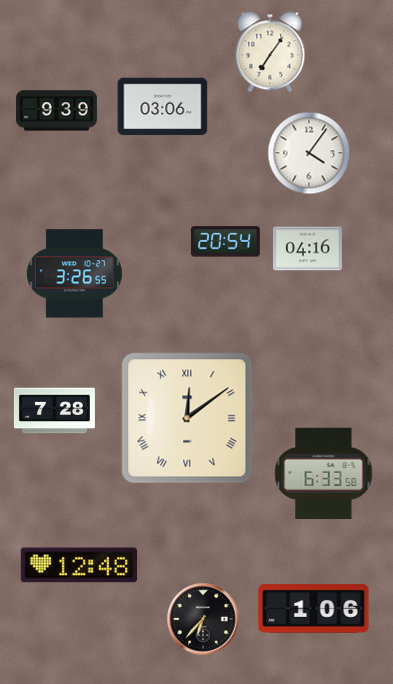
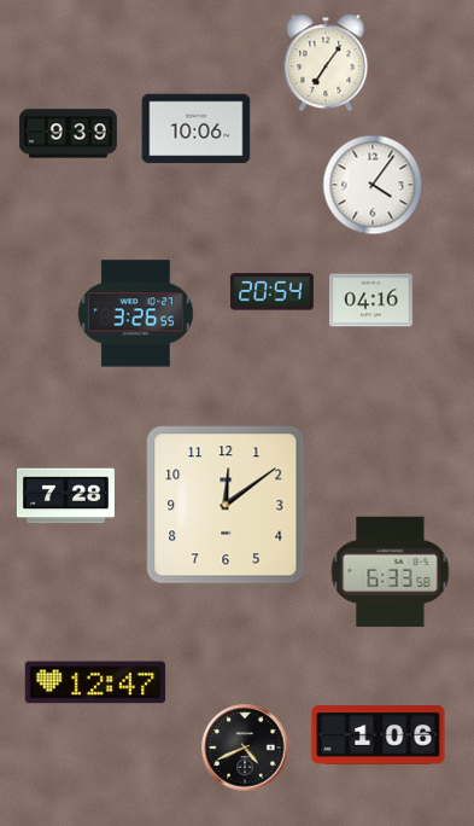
clock at (163, 107): 03:06 -> 10:06
clock at (74, 274) position: (74, 274) -> (135, 314)
clock at (187, 418) numerals: Roman -> Arabic
clock at (79, 565): 12:48 -> 12:47
clock at (203, 619): 6:37 -> 4:41
